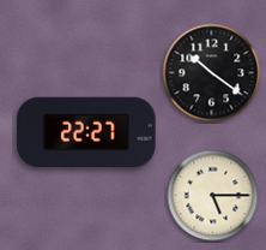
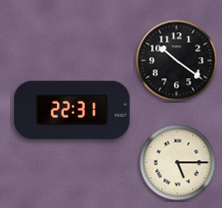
clock at (86, 132): 22:27 -> 22:31
